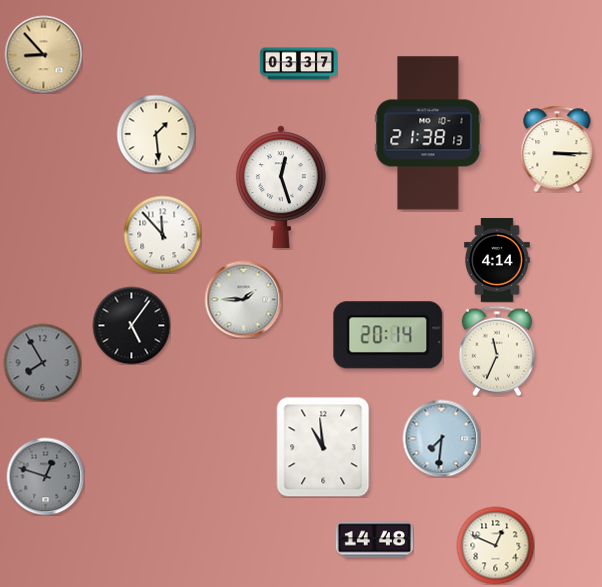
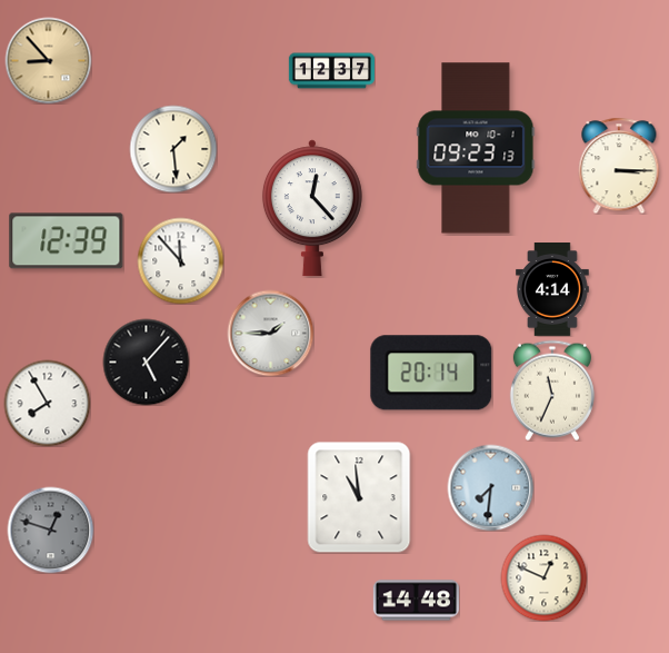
clock at (298, 64): 03:37 -> 12:37
clock at (428, 133): 21:38 -> 09:23
clock at (281, 187): 12:27 -> 12:23
clock at (67, 241): none -> 12:39
clock at (131, 325): 5:06 -> 5:07
clock at (42, 362) dial: grey -> white
clock at (495, 545) position: (495, 545) -> (543, 577)
